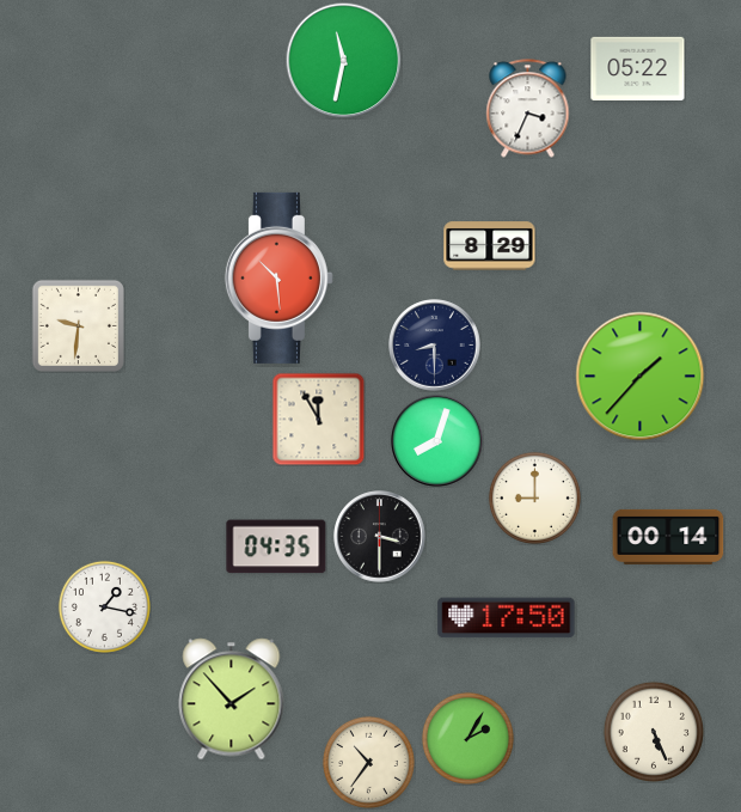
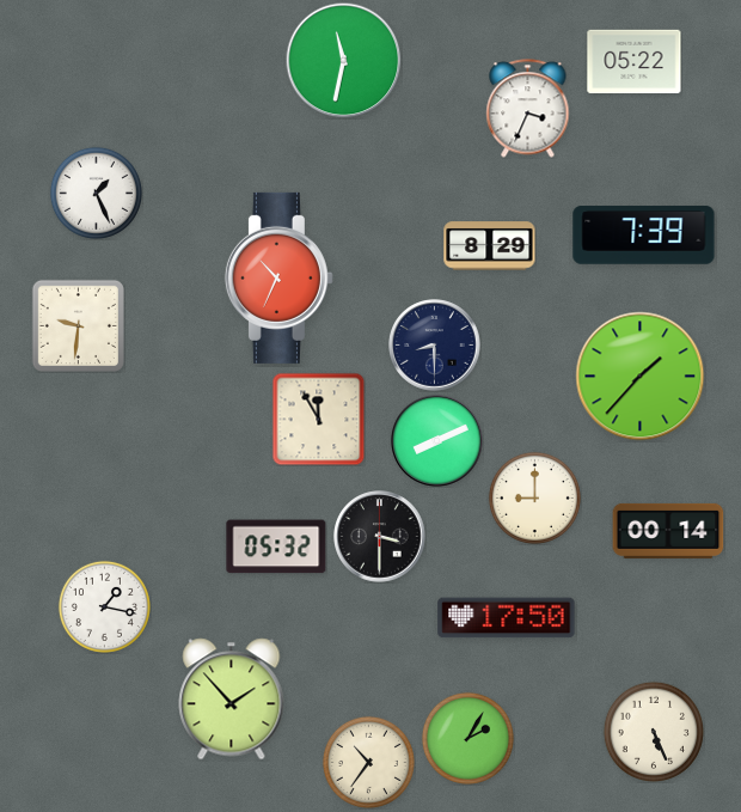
clock at (638, 68) position: (638, 68) -> (635, 61)
clock at (96, 193): none -> 1:26
clock at (644, 236): none -> 7:39
clock at (278, 277): 10:29 -> 10:34
clock at (437, 441): 8:03 -> 8:11
clock at (668, 537) position: (668, 537) -> (668, 531)
clock at (276, 547): 04:35 -> 05:32
